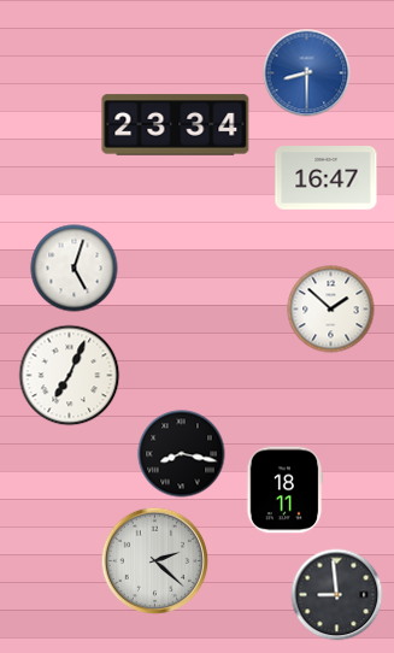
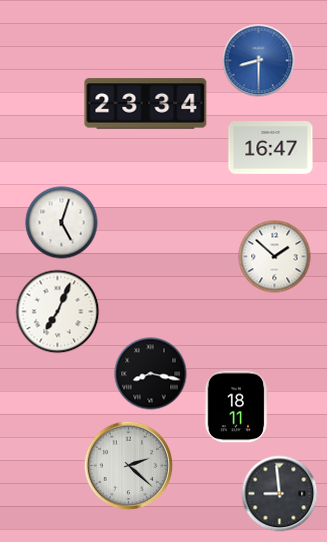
clock at (307, 73) position: (307, 73) -> (259, 61)
clock at (182, 454) position: (182, 454) -> (151, 374)
